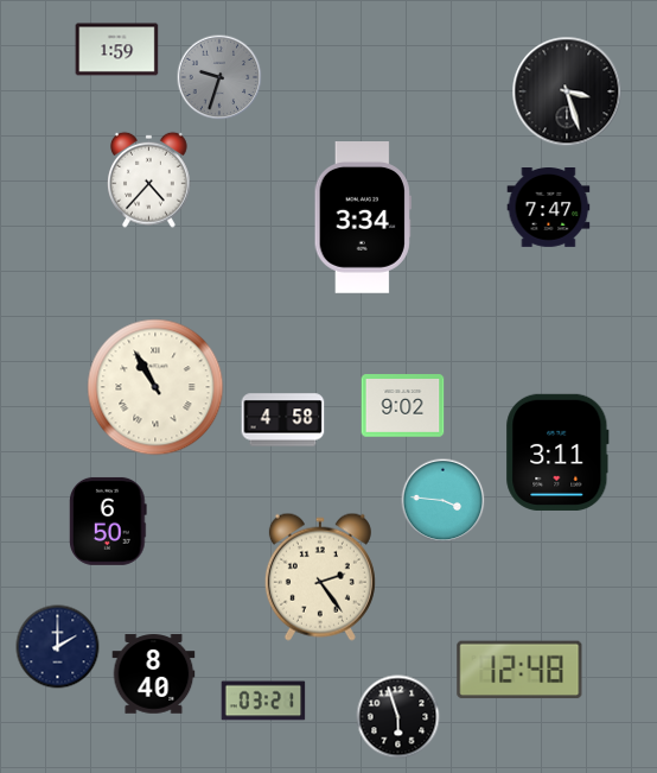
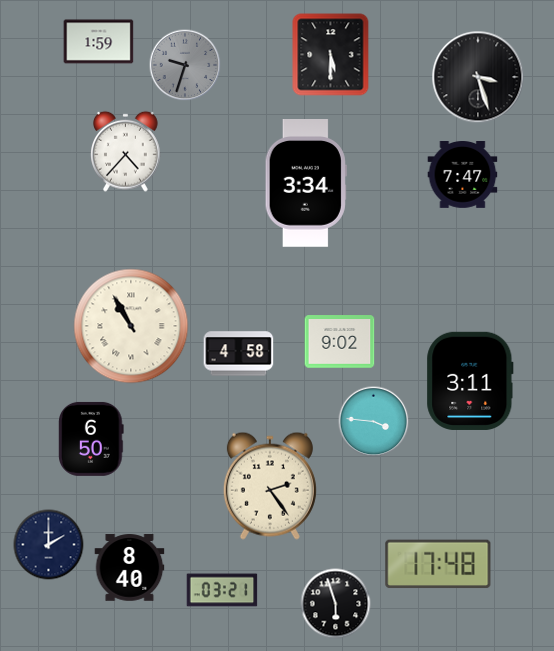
clock at (331, 55): none -> 5:30
clock at (519, 670): 12:48 -> 17:48
